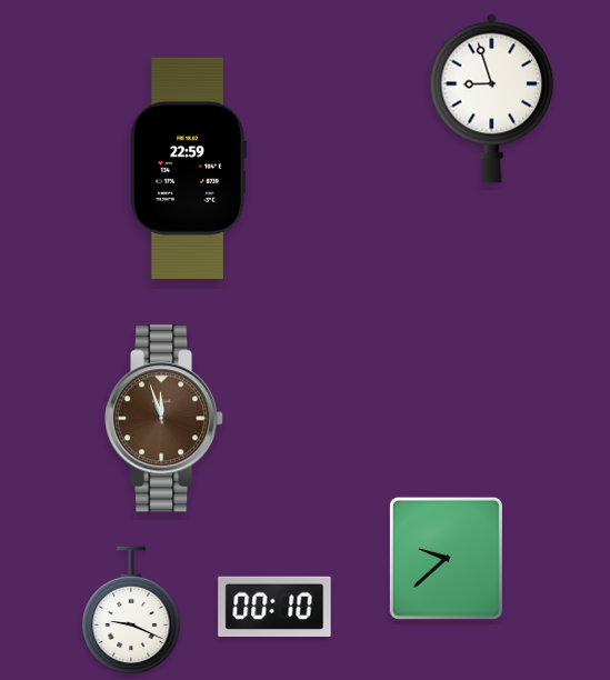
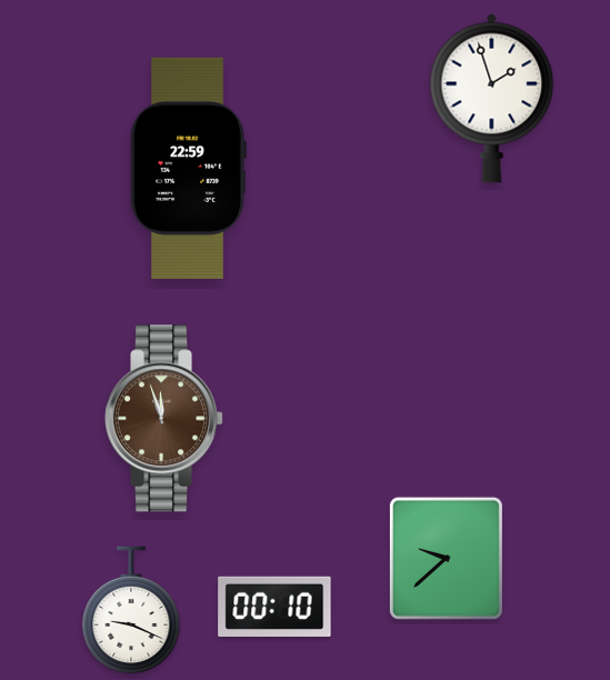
clock at (492, 98): 8:57 -> 1:57
